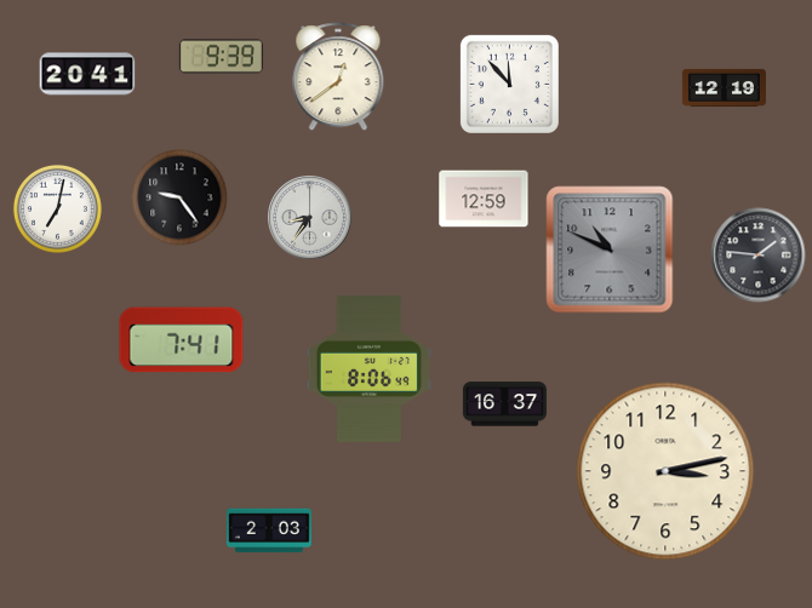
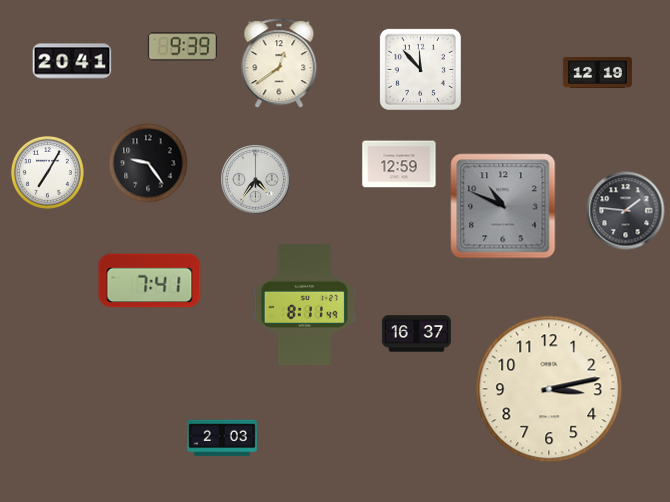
clock at (57, 208): 7:02 -> 7:05
clock at (310, 218): 8:36 -> 4:36
clock at (368, 369): 8:06 -> 8:11
